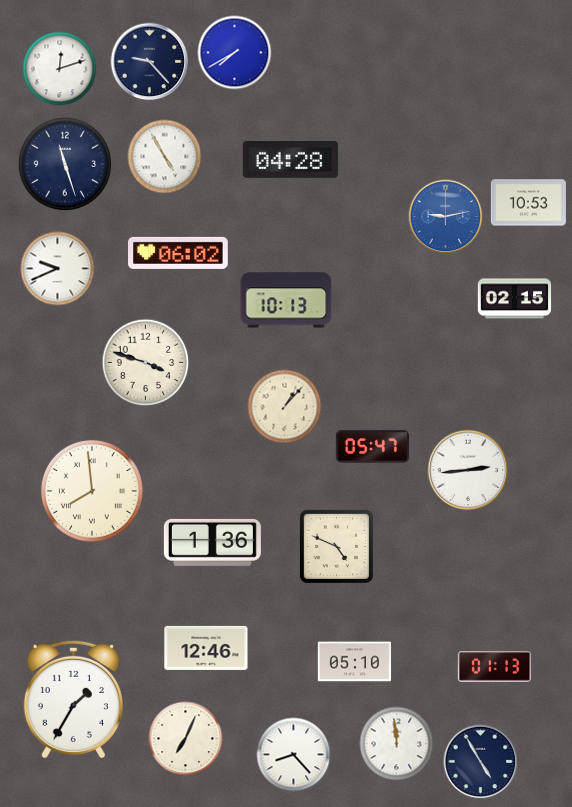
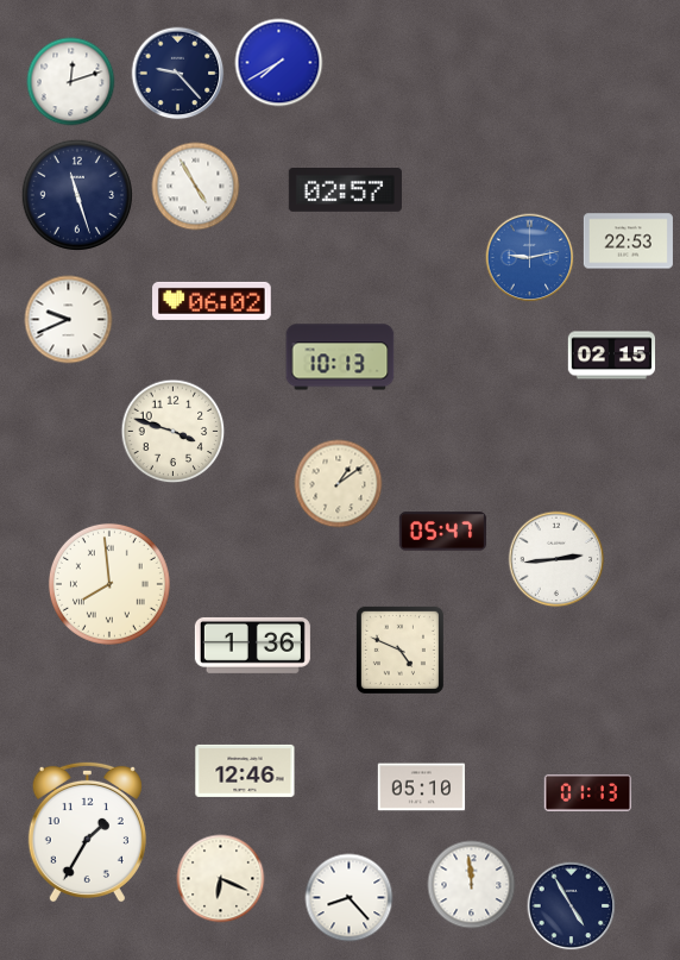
clock at (290, 160): 04:28 -> 02:57
clock at (528, 203): 10:53 -> 22:53
clock at (285, 407): 1:07 -> 1:09
clock at (186, 739): 7:04 -> 6:19
